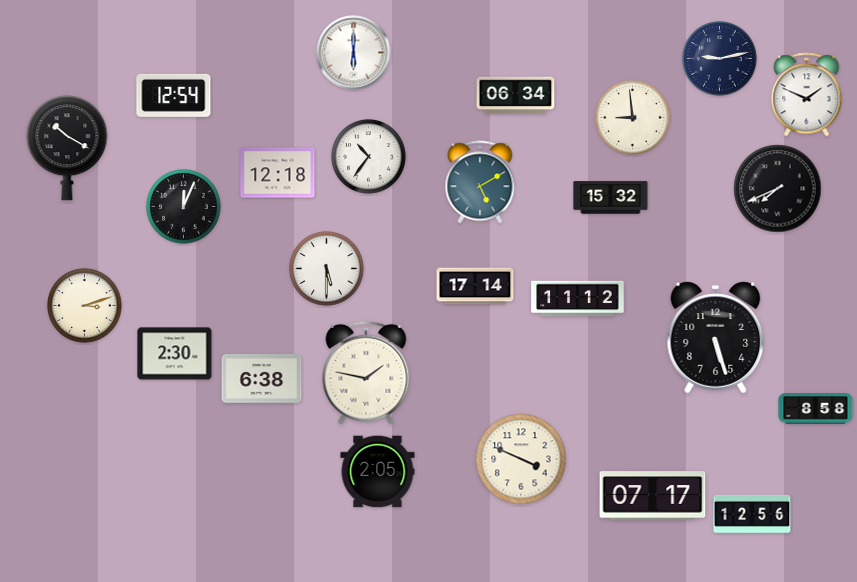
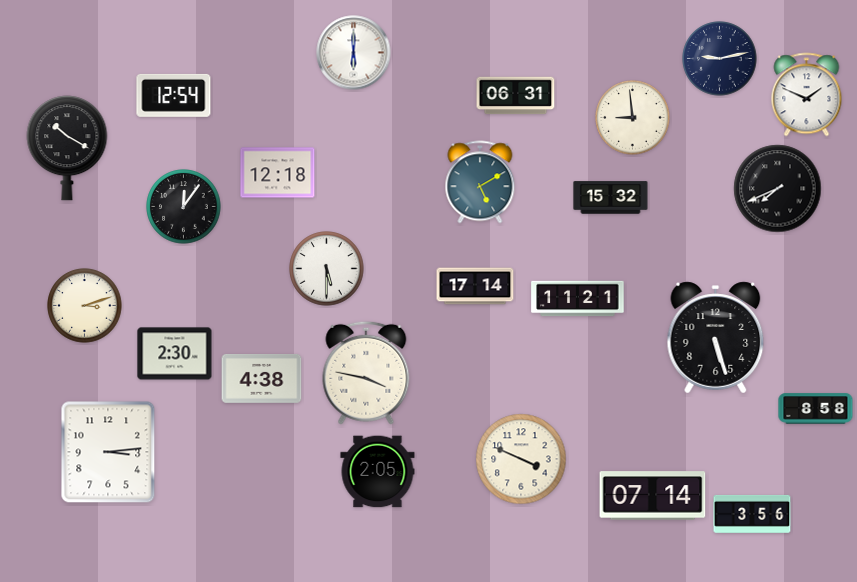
clock at (516, 96): 06:34 -> 06:31
clock at (369, 157): 10:36 -> none
clock at (184, 207): 12:04 -> 12:06
clock at (578, 299): 11:12 -> 11:21
clock at (366, 373): 1:47 -> 3:47
clock at (262, 378): 6:38 -> 4:38
clock at (108, 452): none -> 3:14
clock at (653, 496): 07:17 -> 07:14
clock at (752, 514): 12:56 -> 3:56
